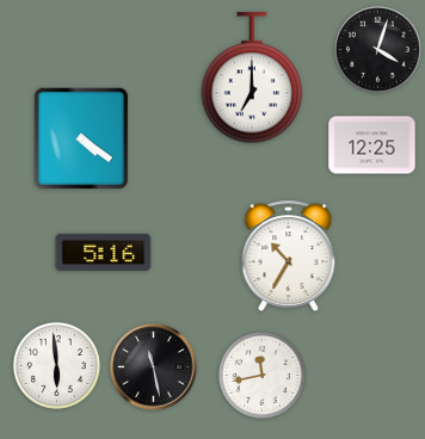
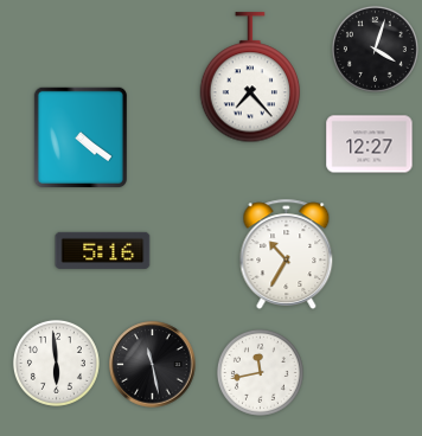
clock at (252, 79): 7:00 -> 7:23
clock at (372, 146): 12:25 -> 12:27
